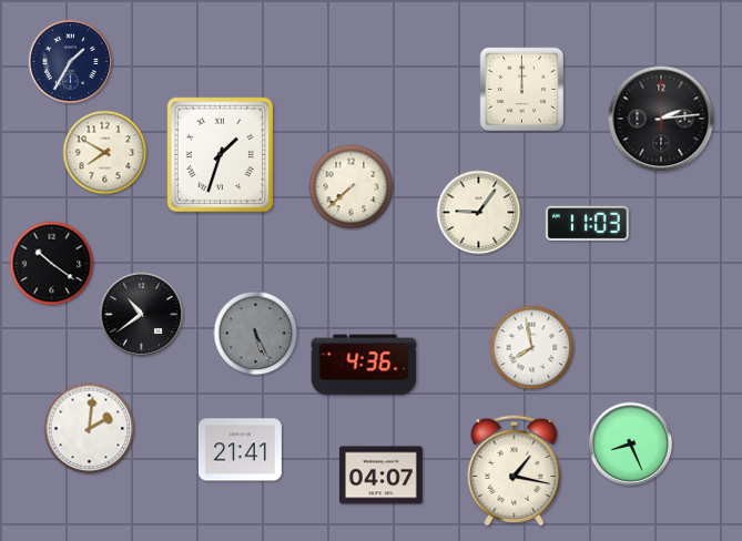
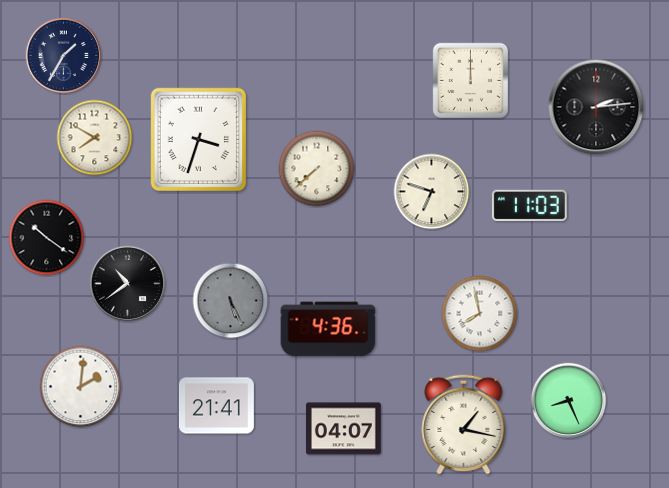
clock at (220, 154): 1:33 -> 3:33
clock at (479, 213): 9:06 -> 6:48
clock at (587, 224) position: (587, 224) -> (529, 206)
